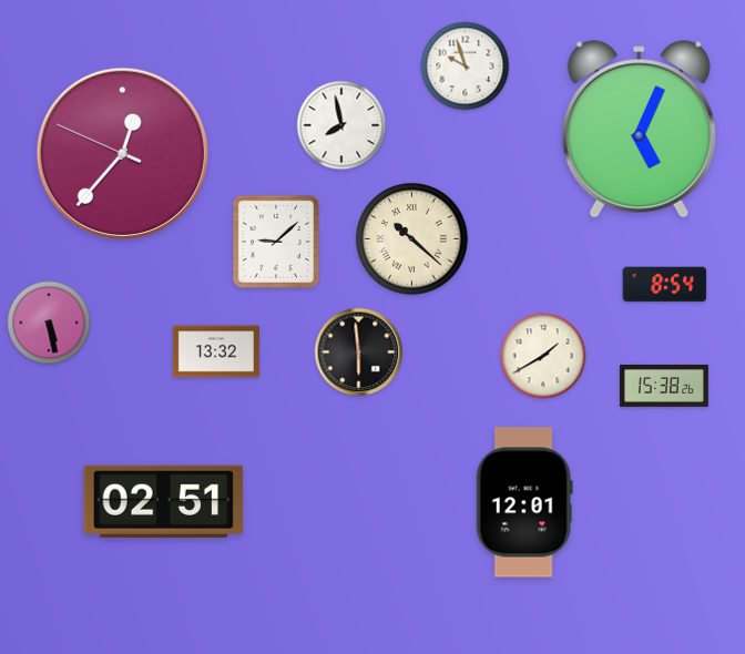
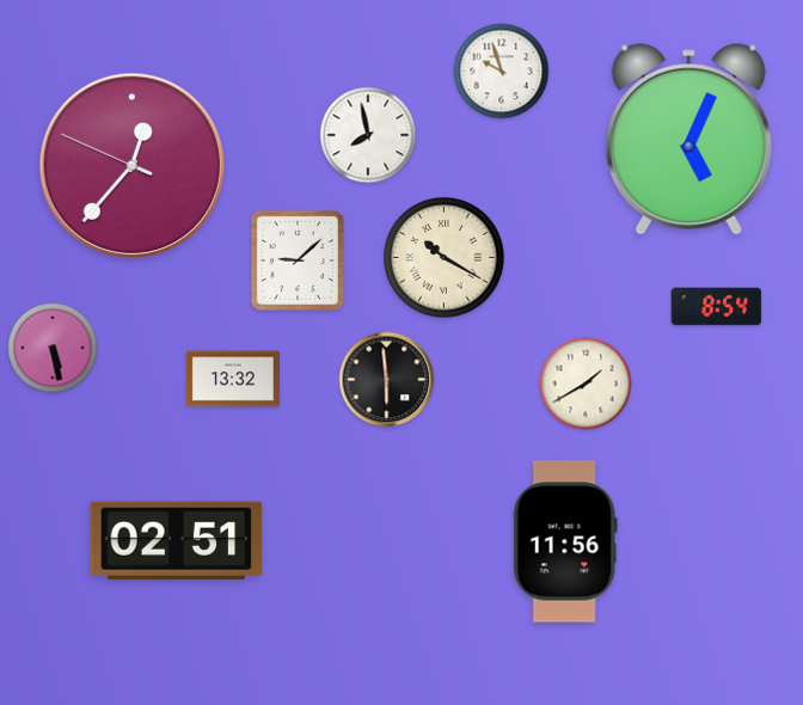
clock at (412, 239): 10:22 -> 10:20
clock at (664, 386): 15:38 -> none
clock at (524, 502): 12:01 -> 11:56
